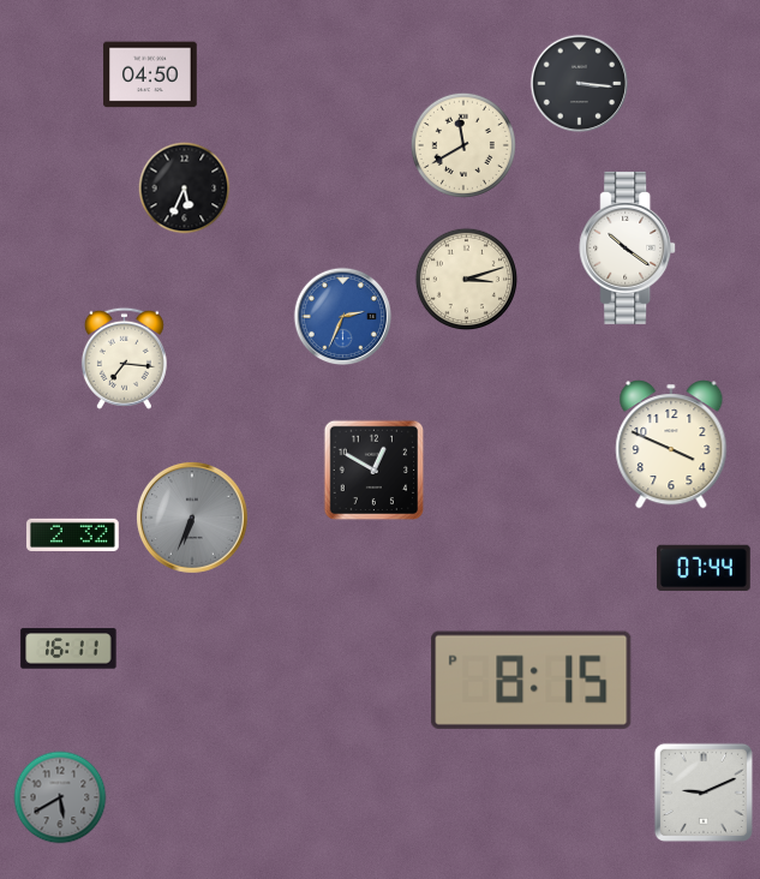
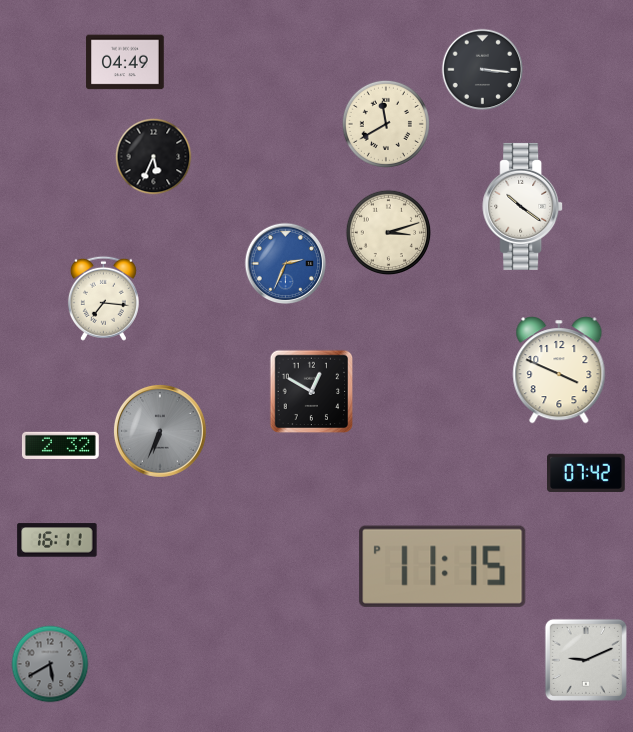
clock at (150, 74): 04:50 -> 04:49
clock at (463, 145) position: (463, 145) -> (386, 124)
clock at (705, 567): 07:44 -> 07:42
clock at (532, 680): 8:15 -> 11:15
